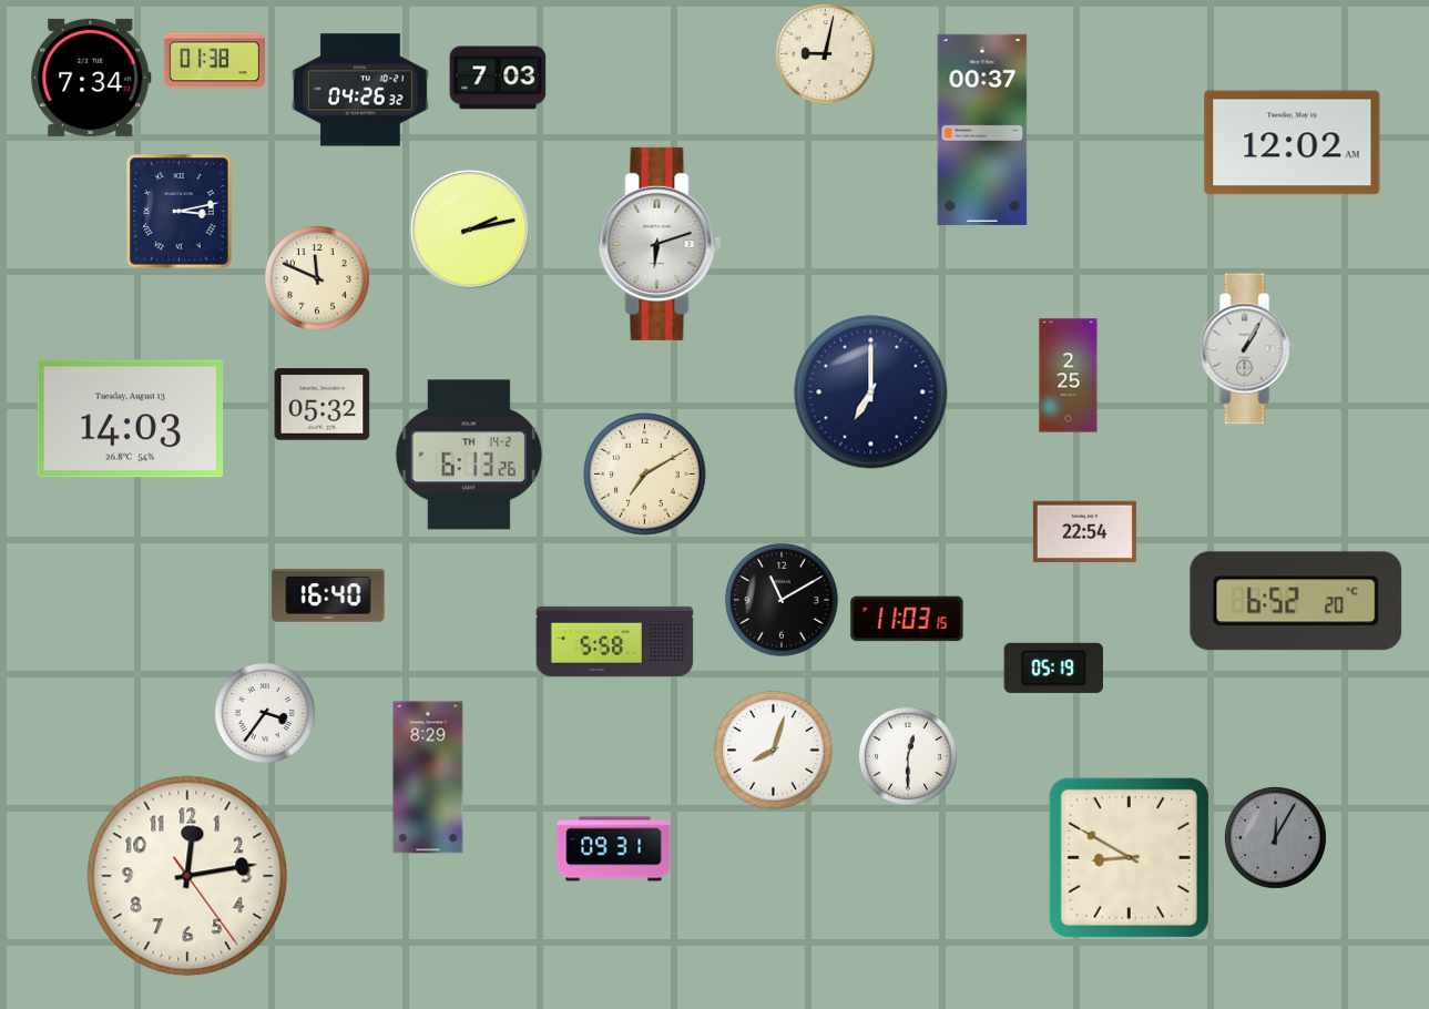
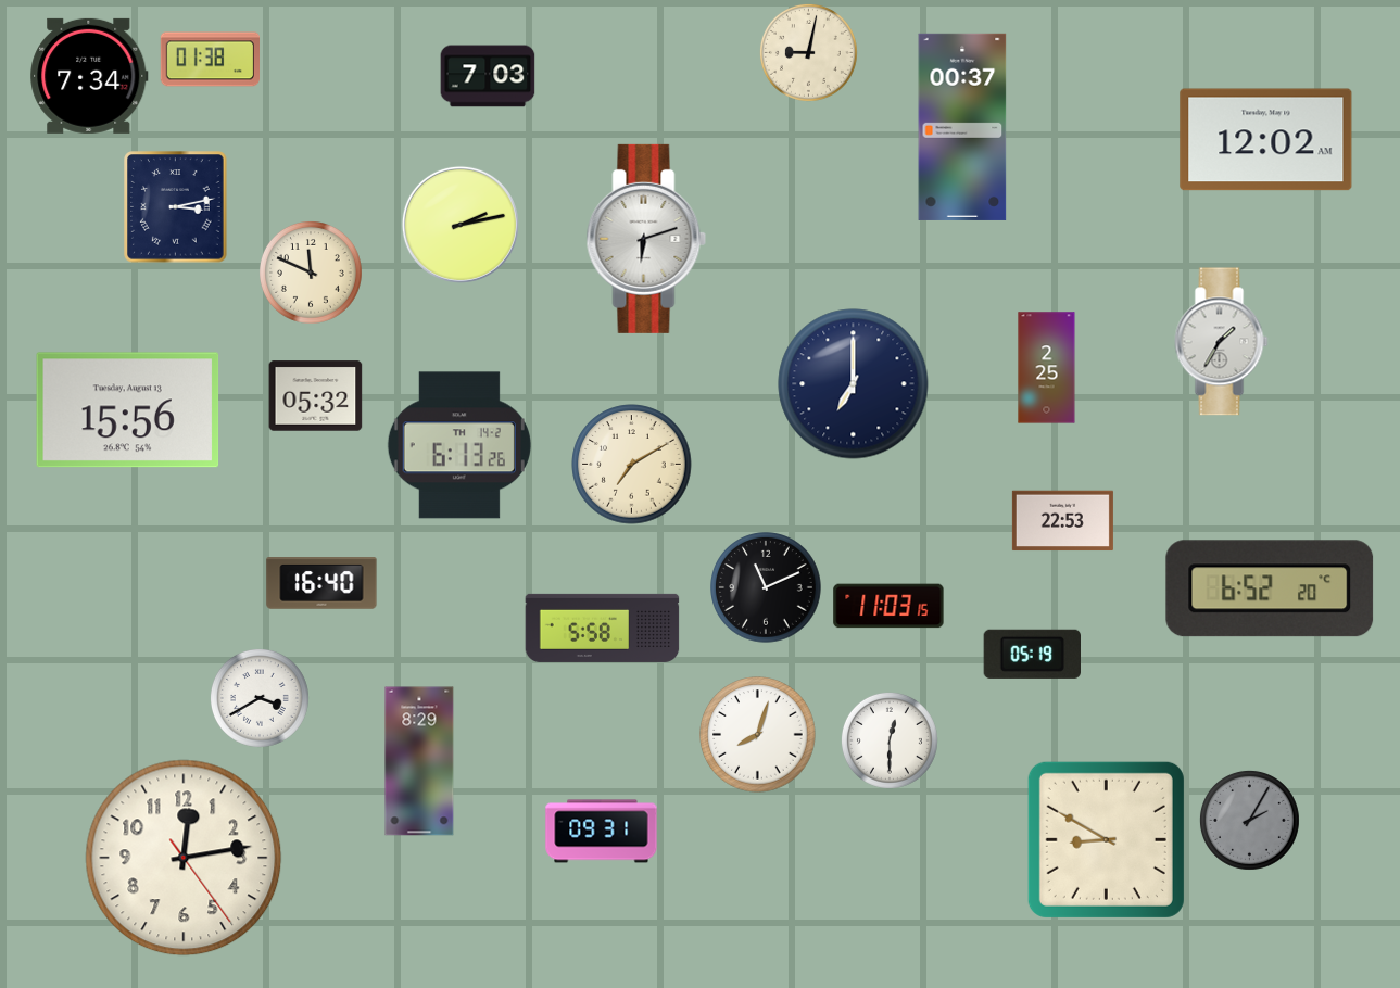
clock at (361, 90): 04:26 -> none
clock at (1247, 349): 1:05 -> 1:35
clock at (131, 419): 14:03 -> 15:56
clock at (1084, 532): 22:54 -> 22:53
clock at (782, 600): 11:10 -> 11:11
clock at (265, 713): 3:36 -> 3:40
clock at (1275, 837): 12:05 -> 2:05
